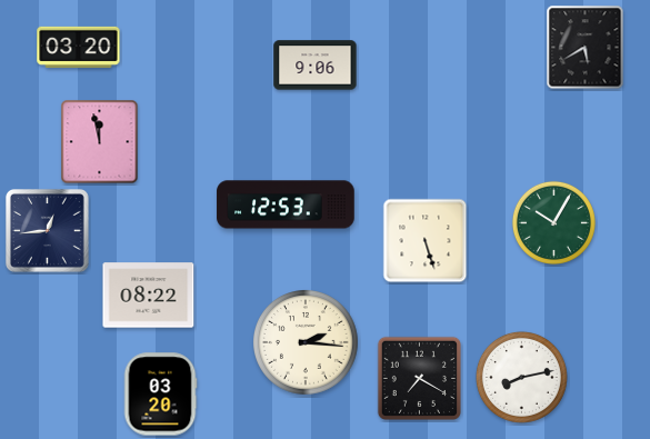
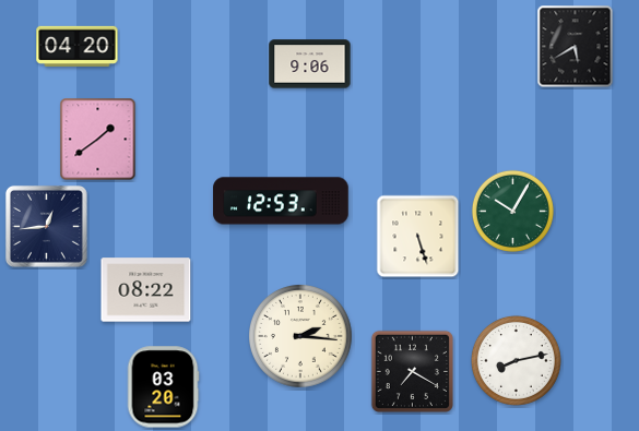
clock at (79, 47): 03:20 -> 04:20
clock at (100, 142): 11:58 -> 1:39
clock at (553, 222) position: (553, 222) -> (512, 211)
clock at (521, 377) position: (521, 377) -> (516, 360)
clock at (160, 395) position: (160, 395) -> (163, 387)
